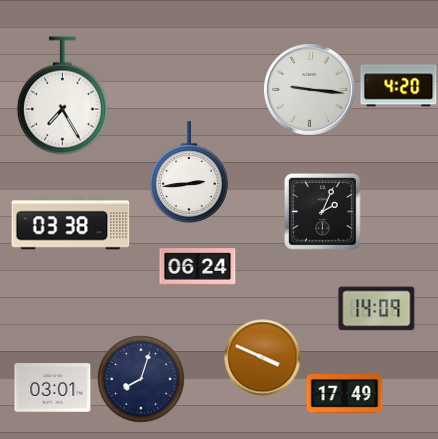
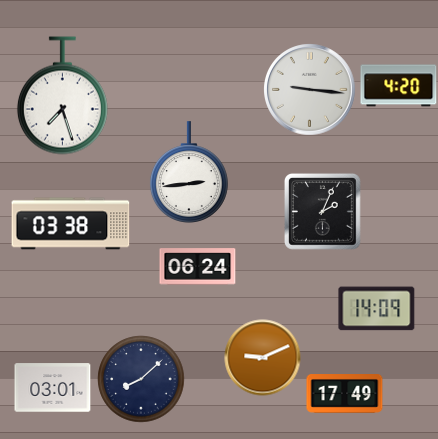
clock at (62, 96): 7:25 -> 7:27
clock at (263, 358): 3:49 -> 9:11
clock at (141, 379): 8:03 -> 8:08
